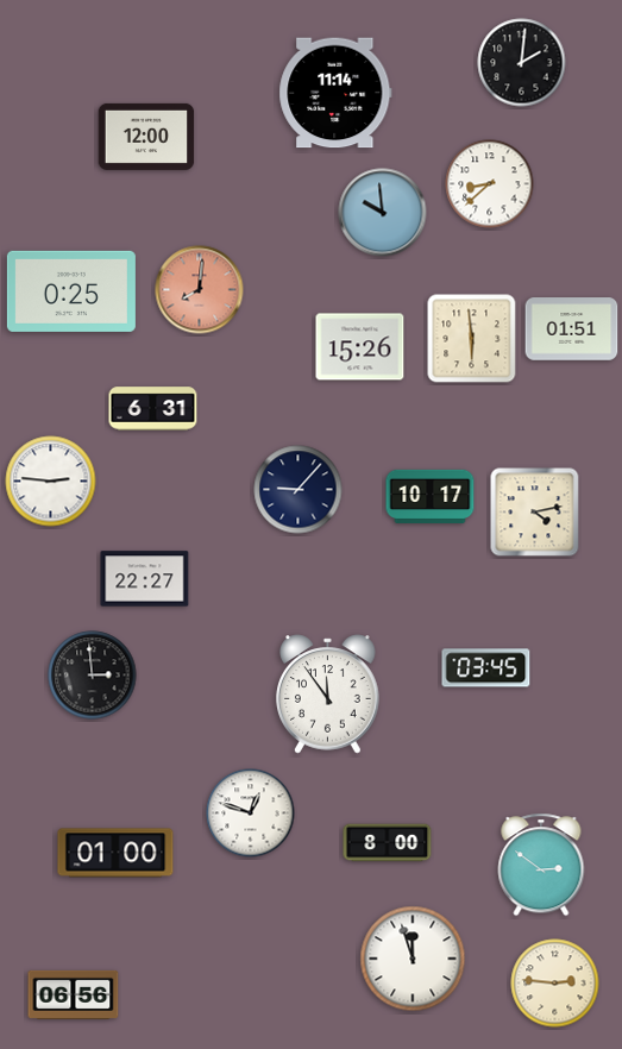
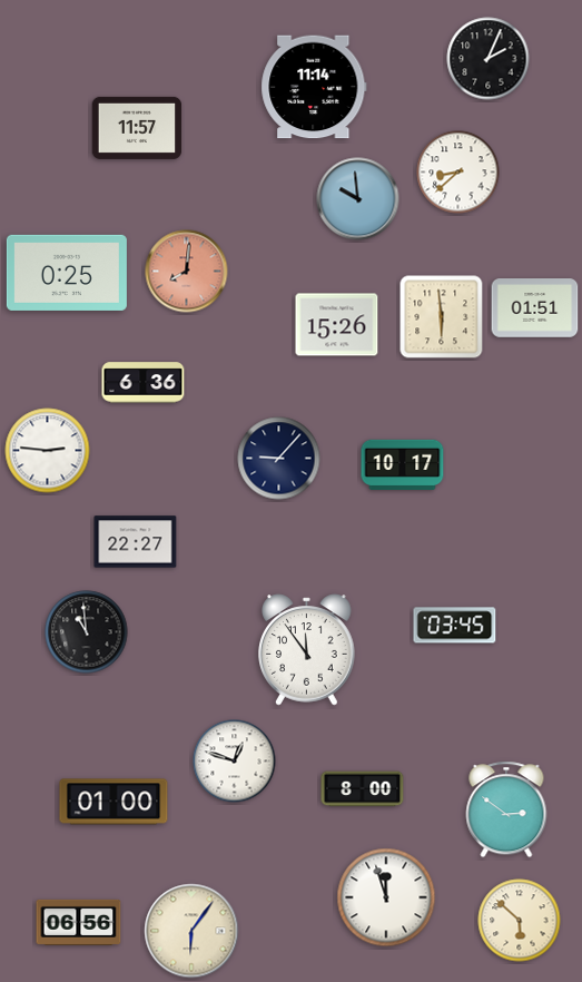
clock at (522, 63): 2:01 -> 2:04
clock at (146, 137): 12:00 -> 11:57
clock at (153, 409): 6:31 -> 6:36
clock at (535, 513): 4:13 -> none
clock at (93, 676): 2:59 -> 10:59
clock at (115, 853) position: (115, 853) -> (114, 802)
clock at (555, 984): 2:46 -> 5:52
clock at (74, 994) position: (74, 994) -> (79, 922)
clock at (191, 931): none -> 6:06
